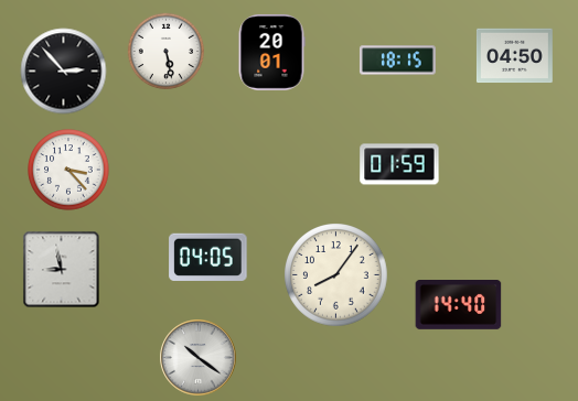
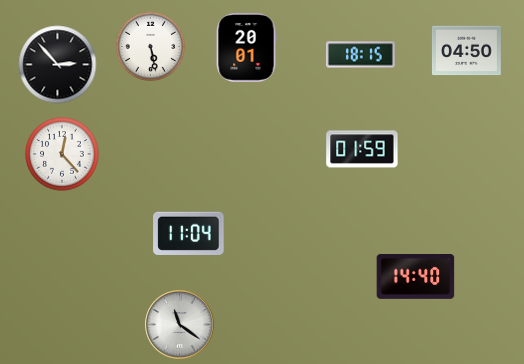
clock at (68, 170): 3:23 -> 12:23
clock at (208, 257): 04:05 -> 11:04
clock at (62, 270): 8:58 -> none
clock at (336, 275): 8:06 -> none
clock at (199, 358): 10:21 -> 11:21
